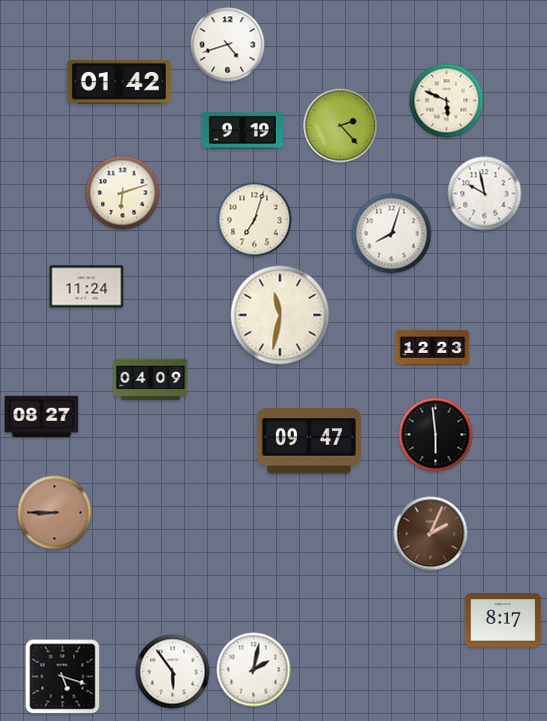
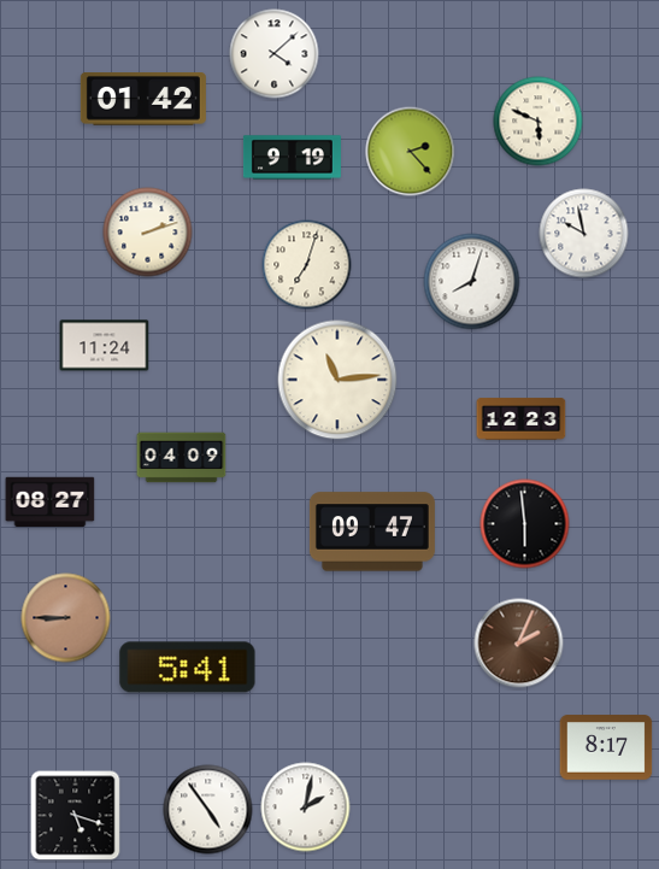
clock at (228, 45): 4:42 -> 4:08
clock at (123, 193): 6:12 -> 2:12
clock at (280, 315): 11:32 -> 11:14
clock at (188, 668): none -> 5:41
clock at (173, 672): 5:54 -> 4:54
